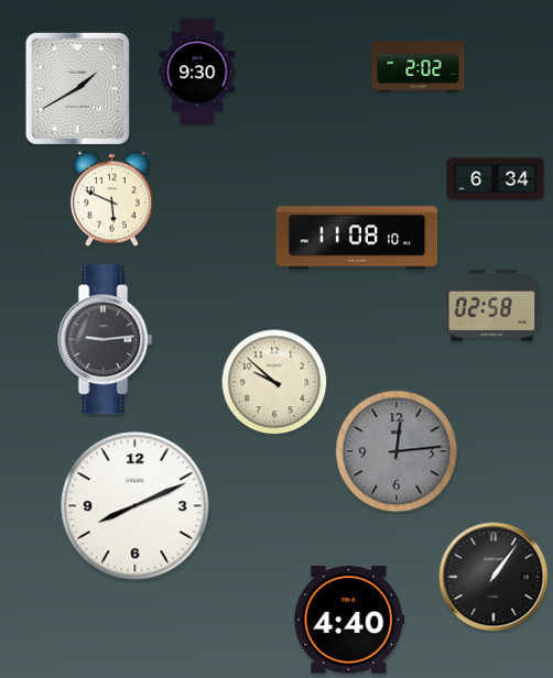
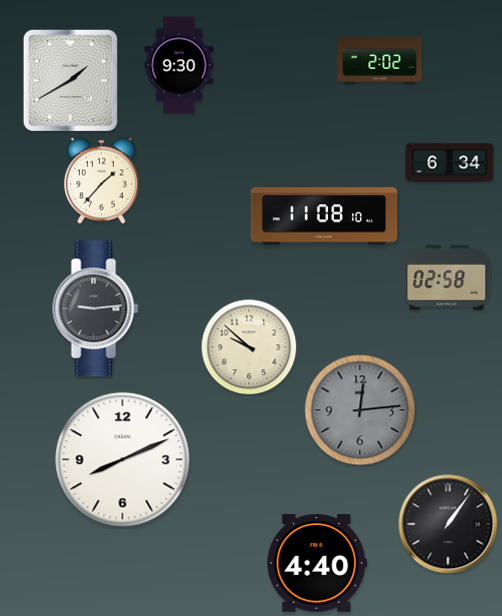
clock at (111, 198): 5:49 -> 1:37
